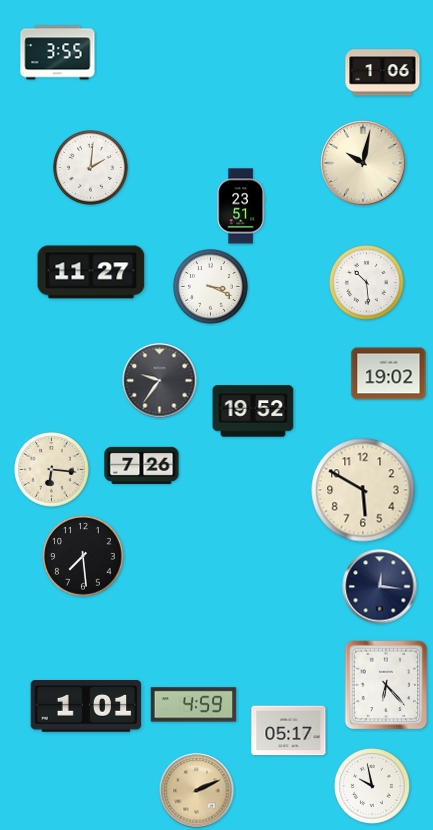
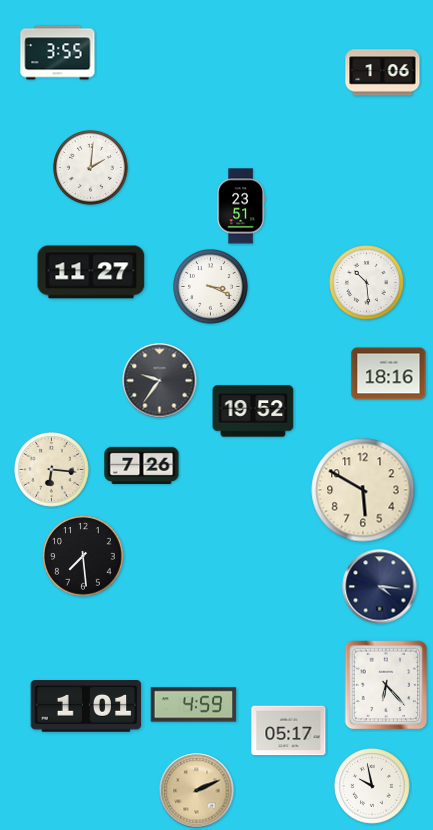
clock at (363, 163): 10:02 -> none
clock at (389, 374): 19:02 -> 18:16
clock at (380, 587): 12:16 -> 4:16
